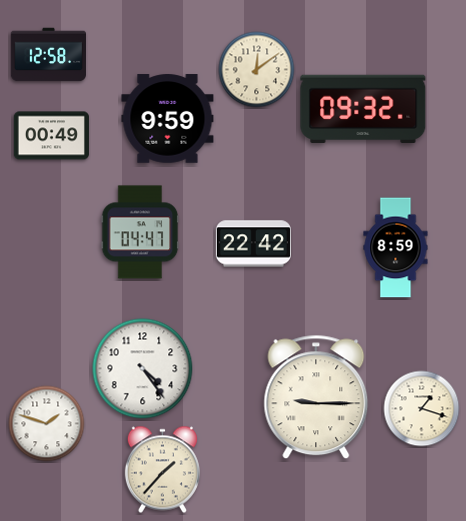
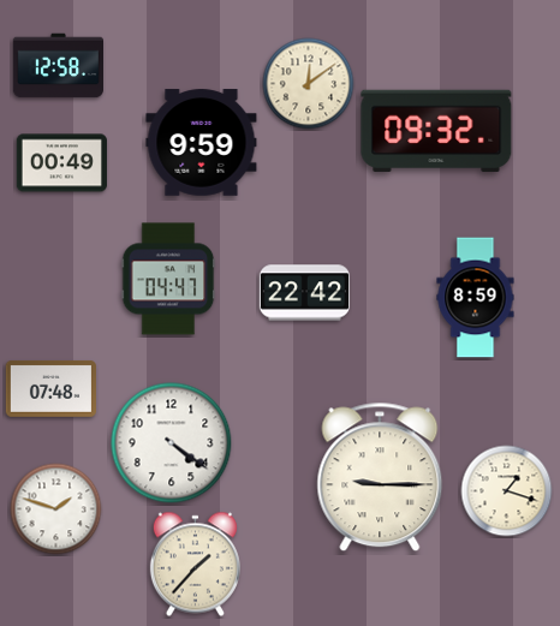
clock at (50, 388): none -> 07:48
clock at (143, 369): 4:24 -> 4:21
